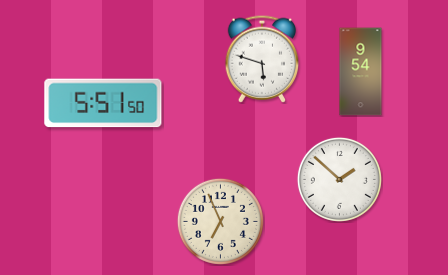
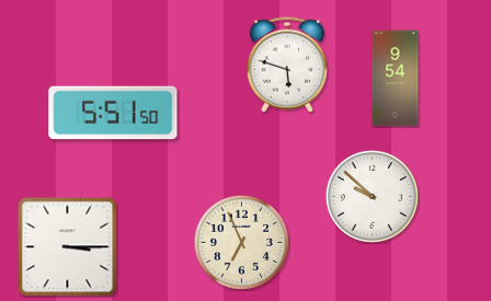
clock at (339, 179): 1:52 -> 9:52
clock at (68, 247): none -> 3:15
